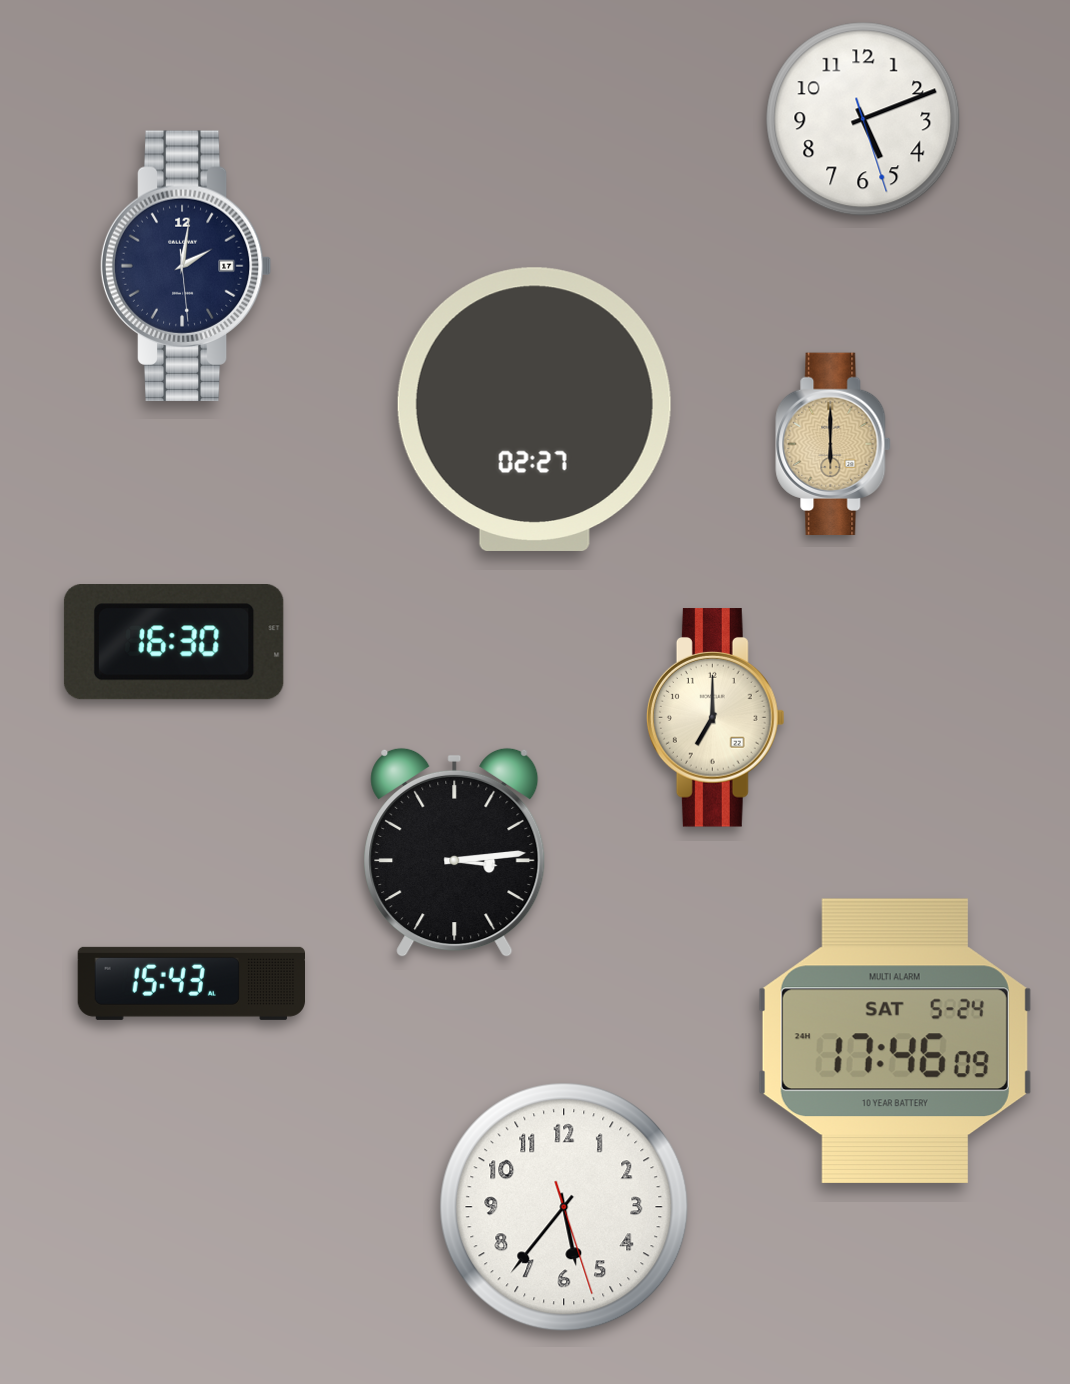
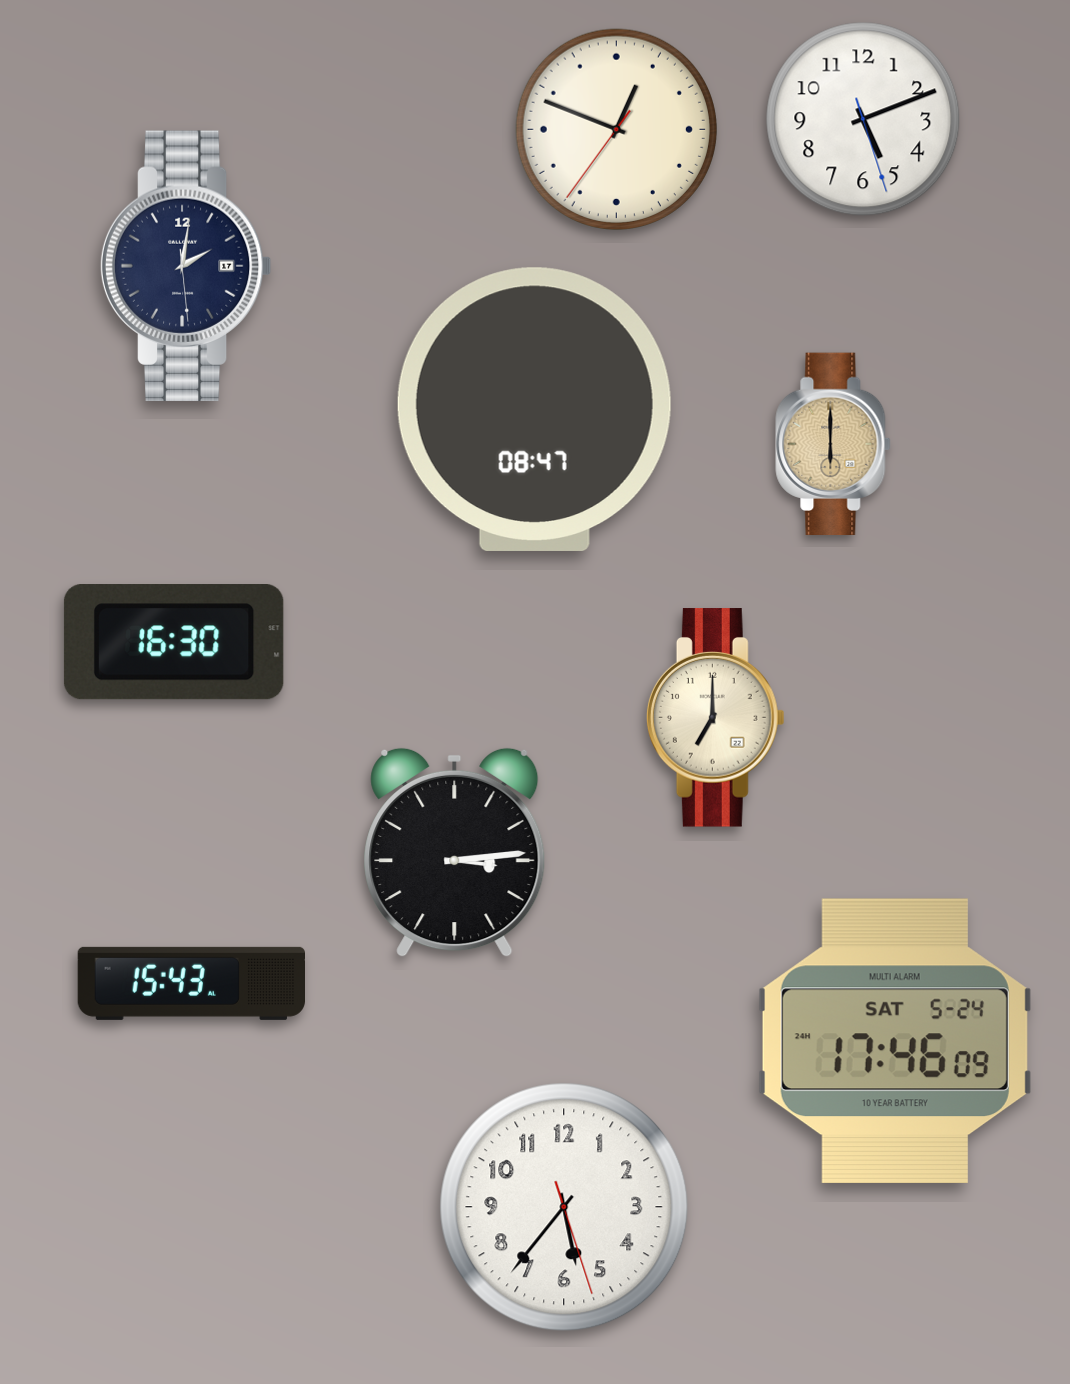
clock at (616, 129): none -> 12:48
clock at (534, 409): 02:27 -> 08:47
